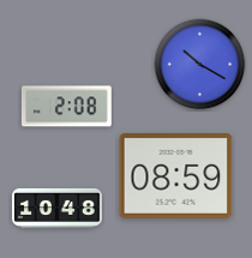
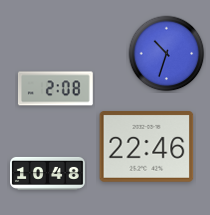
clock at (200, 65): 10:20 -> 10:33
clock at (176, 176): 08:59 -> 22:46
